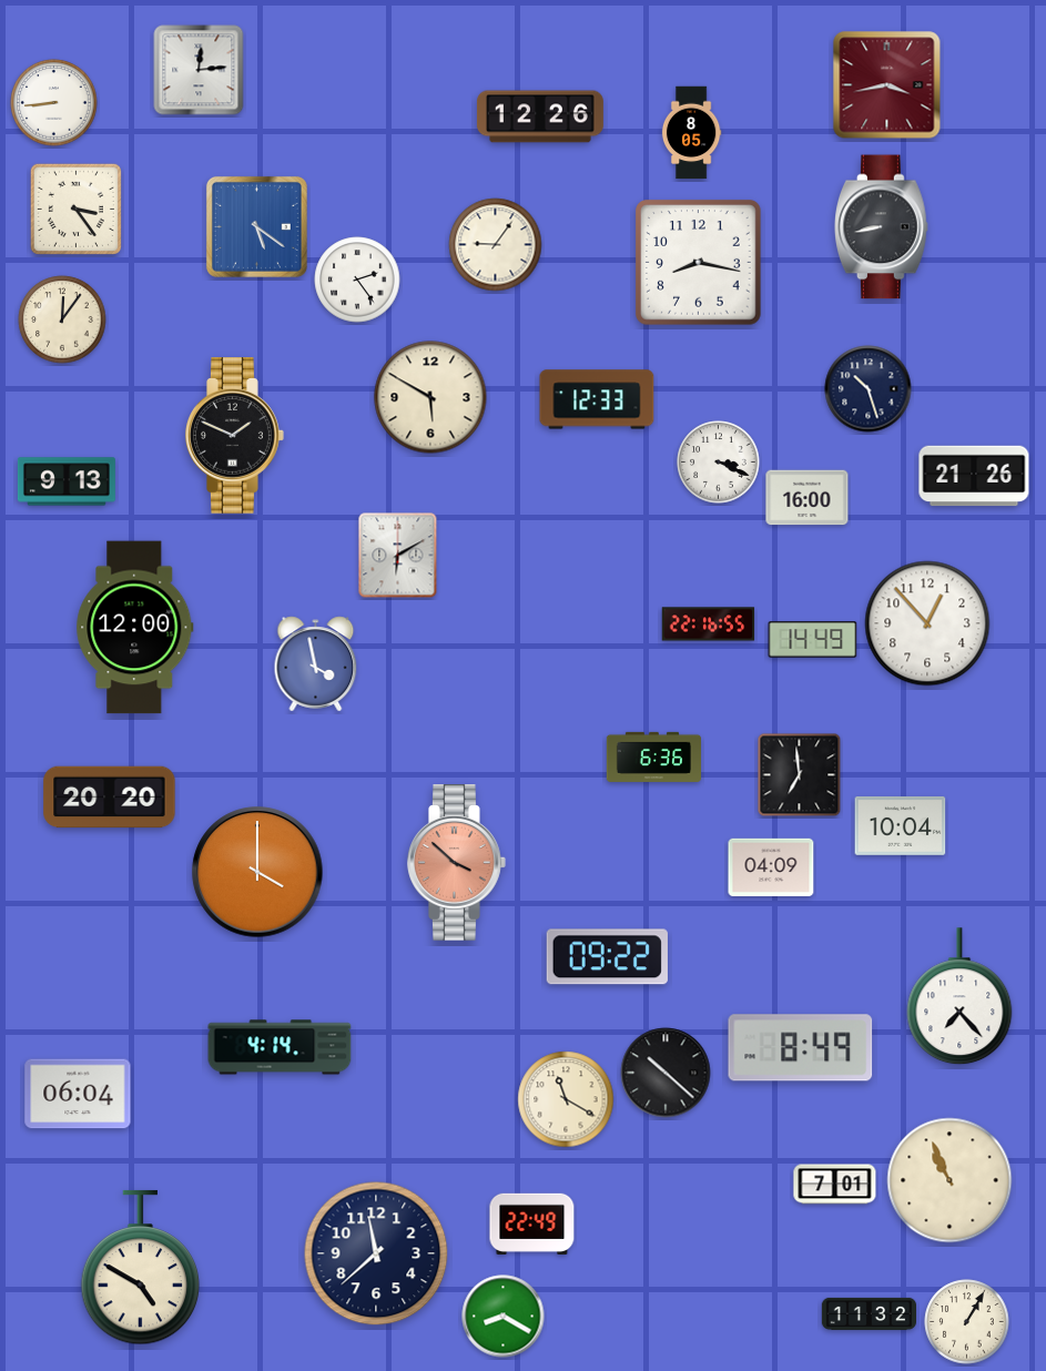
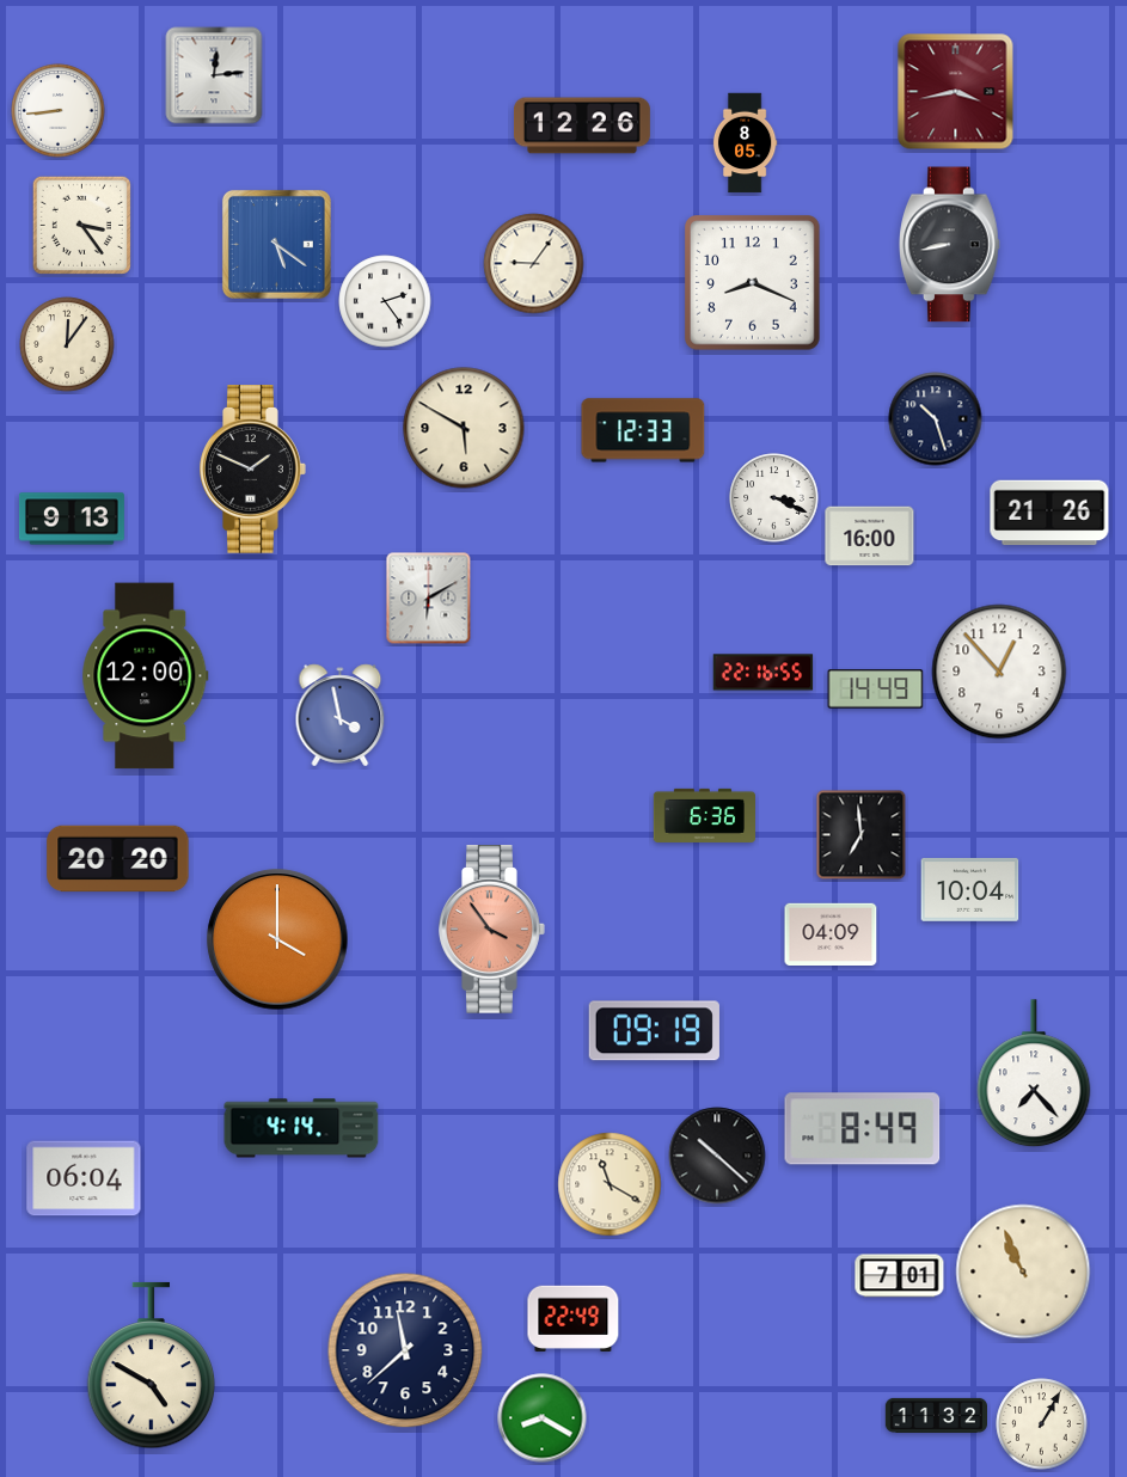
clock at (699, 263): 8:17 -> 8:19
clock at (457, 863): 3:52 -> 3:54
clock at (607, 957): 09:22 -> 09:19
